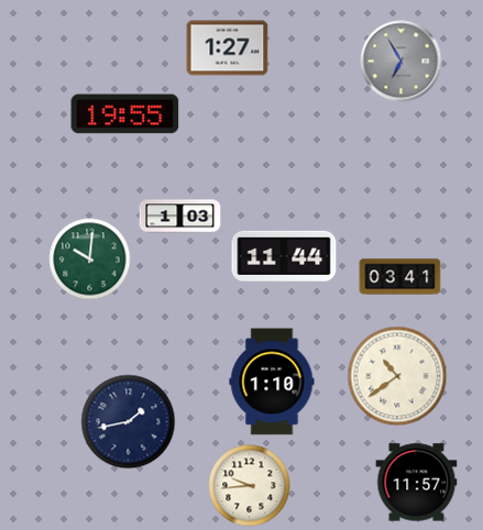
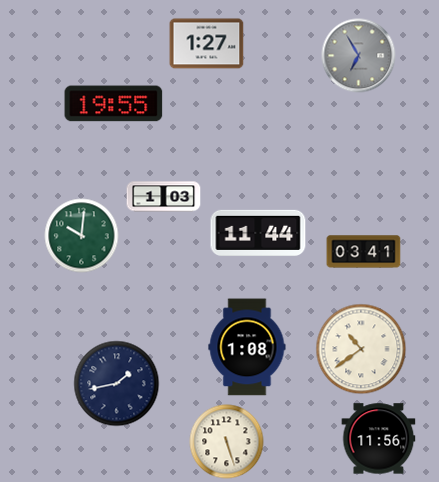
clock at (402, 62) position: (402, 62) -> (359, 56)
clock at (397, 376) position: (397, 376) -> (361, 349)
clock at (272, 382): 1:10 -> 1:08
clock at (417, 483): 11:57 -> 11:56
clock at (250, 486): 9:44 -> 5:27
